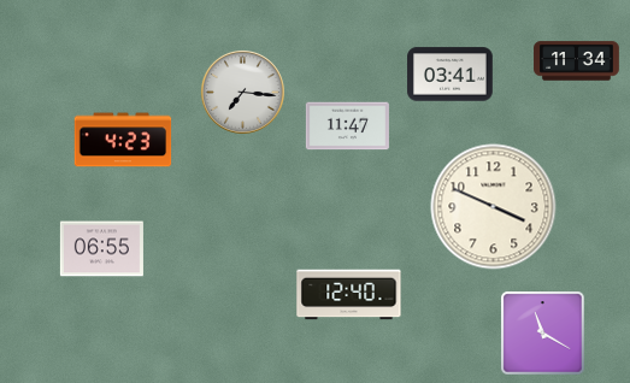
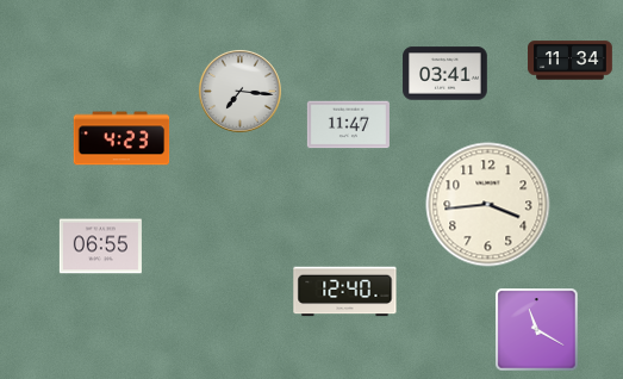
clock at (347, 126) position: (347, 126) -> (348, 125)
clock at (494, 207): 3:49 -> 3:44
